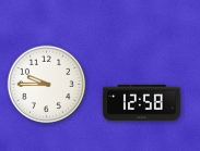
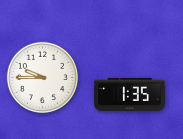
clock at (142, 102): 12:58 -> 1:35
